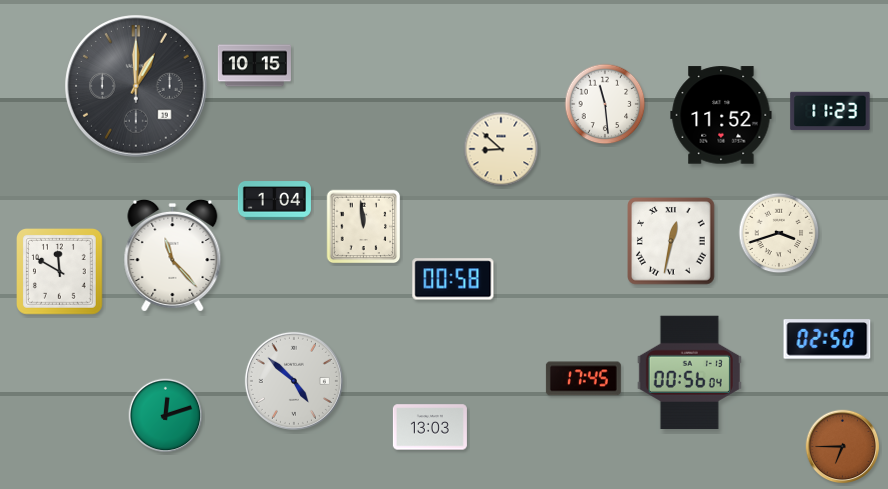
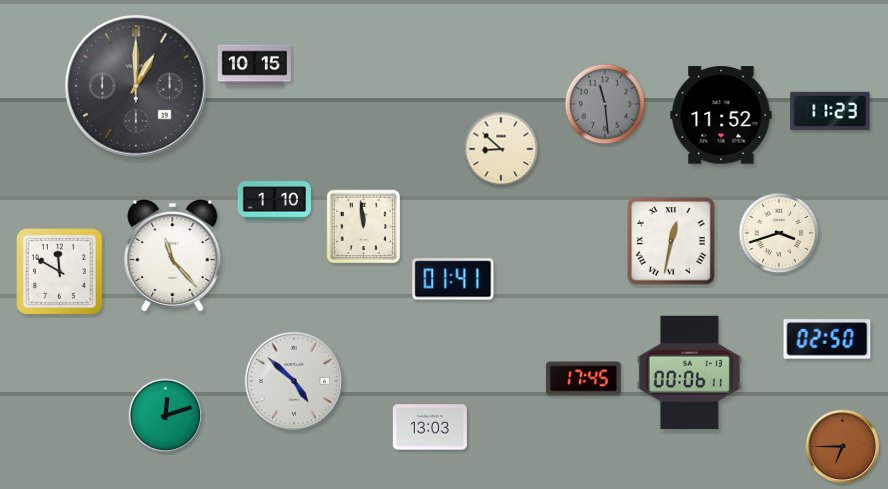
clock at (605, 104) dial: white -> grey
clock at (274, 201): 1:04 -> 1:10
clock at (453, 279): 00:58 -> 01:41
clock at (689, 372): 00:56 -> 00:06
